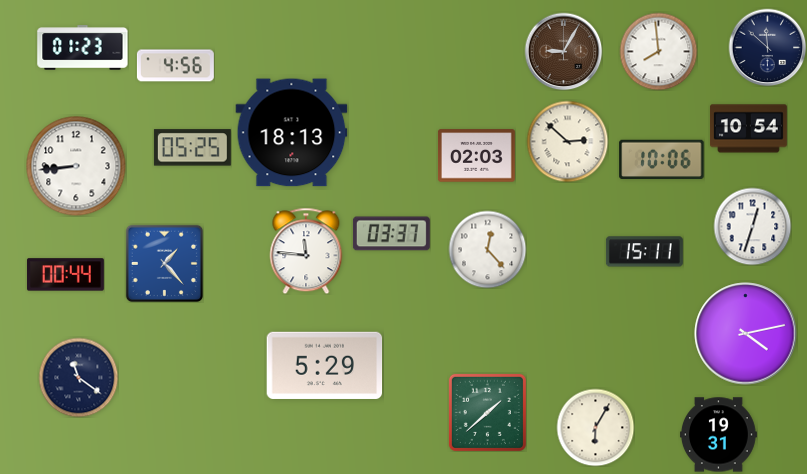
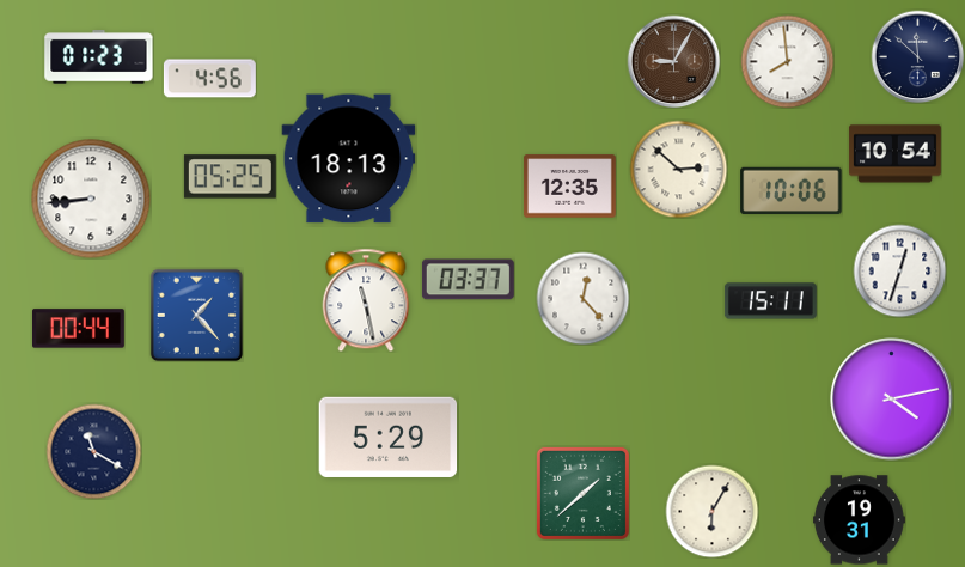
clock at (476, 156): 02:03 -> 12:35
clock at (306, 251): 11:46 -> 11:28
clock at (78, 377): 11:21 -> 11:20
